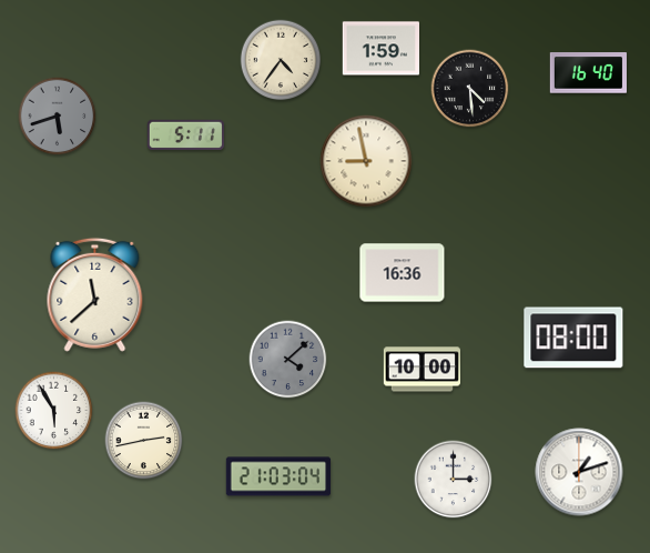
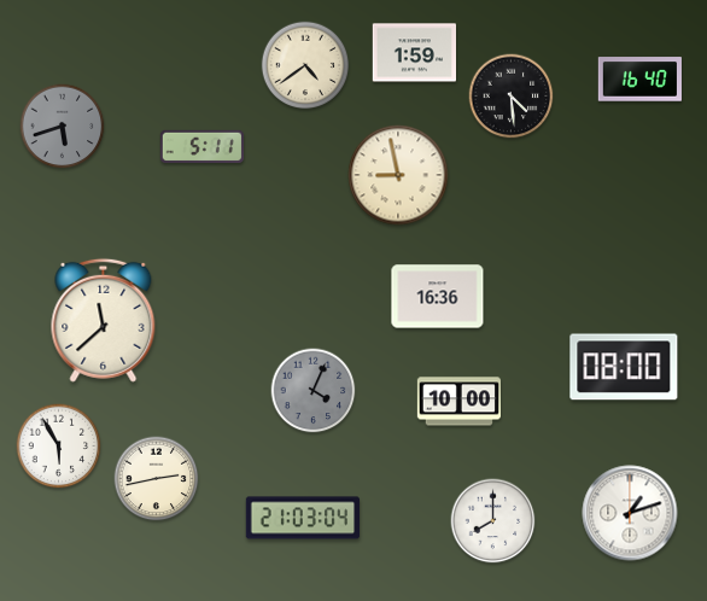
clock at (281, 60): 4:36 -> 4:39
clock at (288, 360): 4:08 -> 4:04
clock at (454, 480): 3:00 -> 8:00
